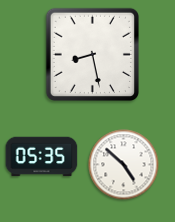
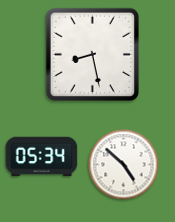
clock at (42, 157): 05:35 -> 05:34
